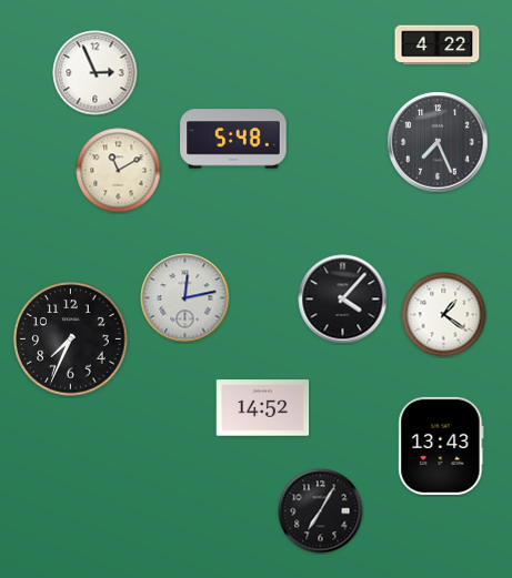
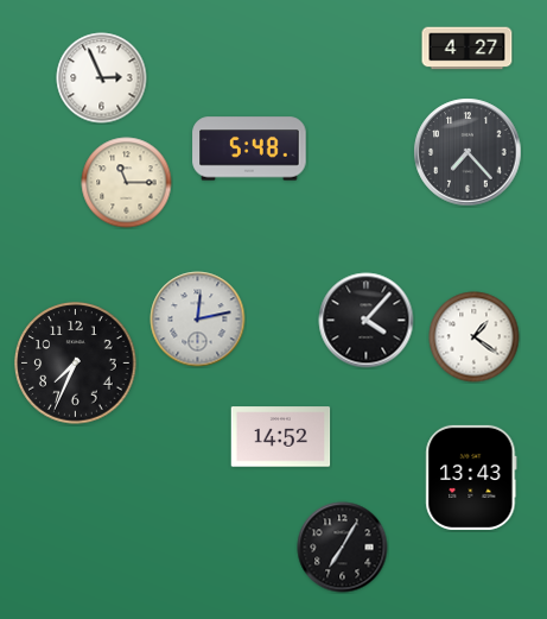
clock at (438, 45): 4:22 -> 4:27
clock at (438, 142): 7:26 -> 7:23
clock at (119, 171): 11:10 -> 11:15
